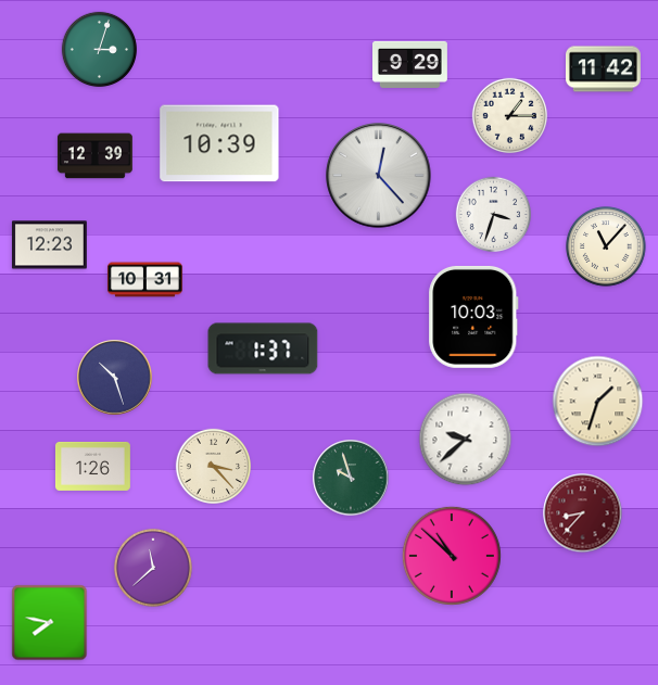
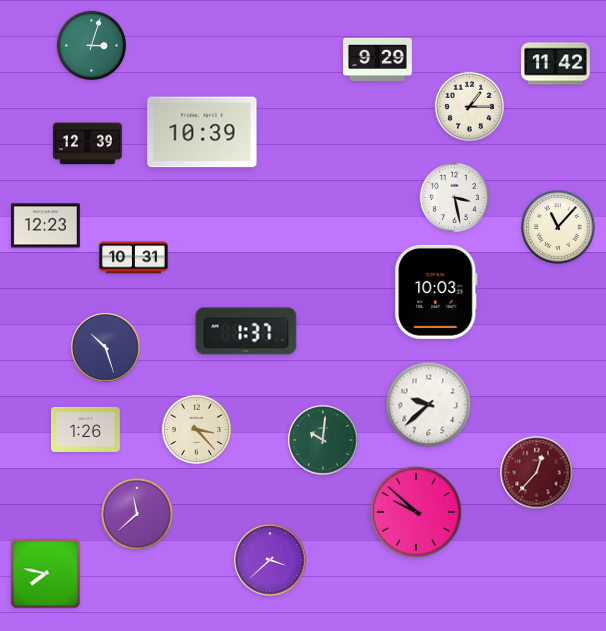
clock at (379, 176): 12:23 -> none
clock at (493, 214): 3:33 -> 3:28
clock at (263, 348) position: (263, 348) -> (246, 331)
clock at (598, 402): 1:33 -> none
clock at (351, 478): 9:57 -> 10:01
clock at (583, 513): 8:37 -> 12:37
clock at (452, 556): 10:52 -> 9:52
clock at (153, 568) position: (153, 568) -> (137, 514)
clock at (270, 560): none -> 3:38
